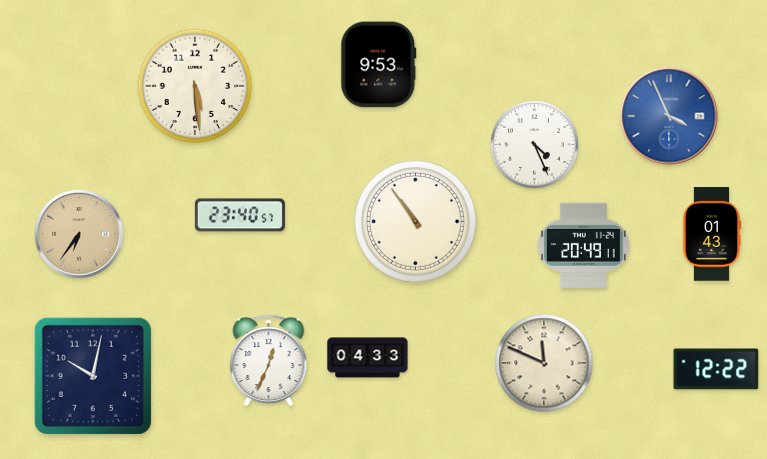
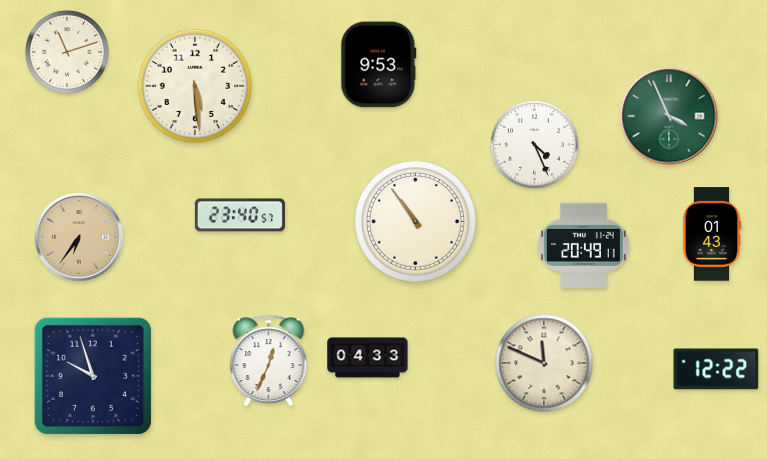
clock at (67, 52): none -> 11:12
clock at (669, 116) dial: blue -> green
clock at (79, 234) position: (79, 234) -> (79, 237)
clock at (93, 376): 10:02 -> 9:57
